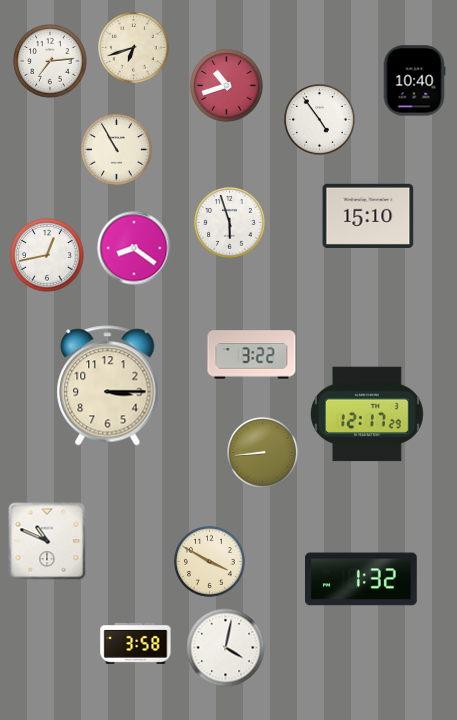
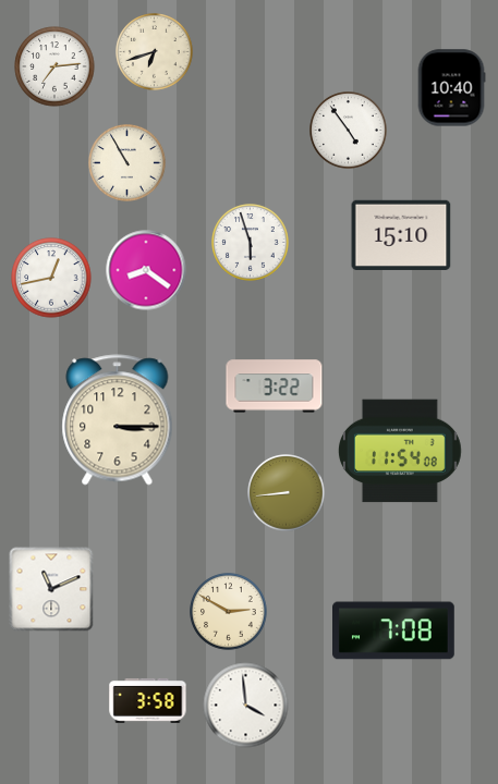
clock at (134, 48) position: (134, 48) -> (155, 52)
clock at (227, 86): 10:42 -> none
clock at (367, 414): 12:17 -> 11:54
clock at (47, 541): 10:49 -> 11:11
clock at (210, 562): 3:50 -> 2:50
clock at (362, 579): 1:32 -> 7:08
clock at (226, 648): 4:02 -> 3:59
